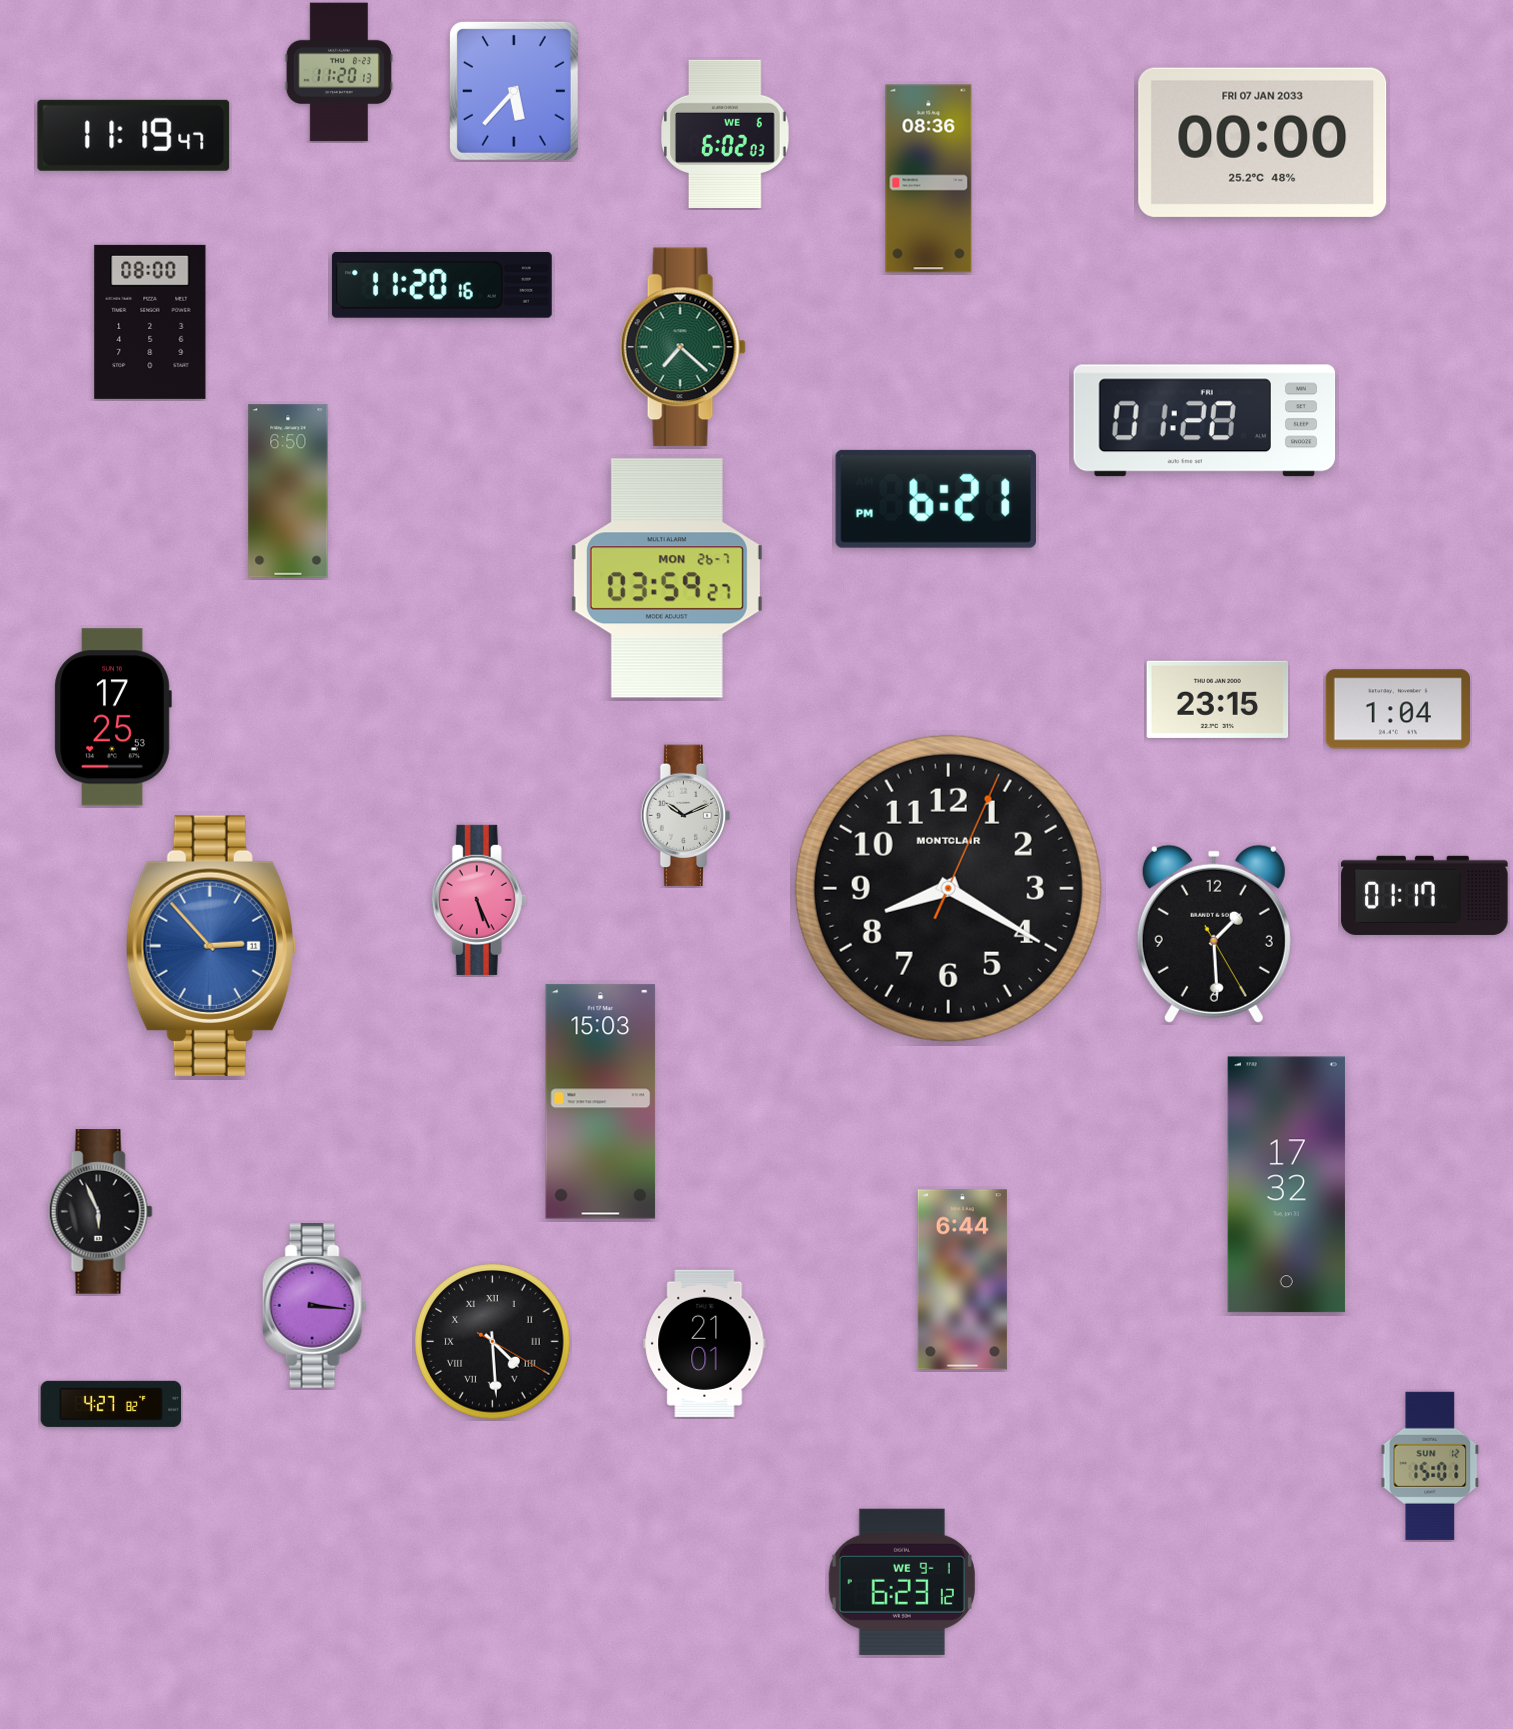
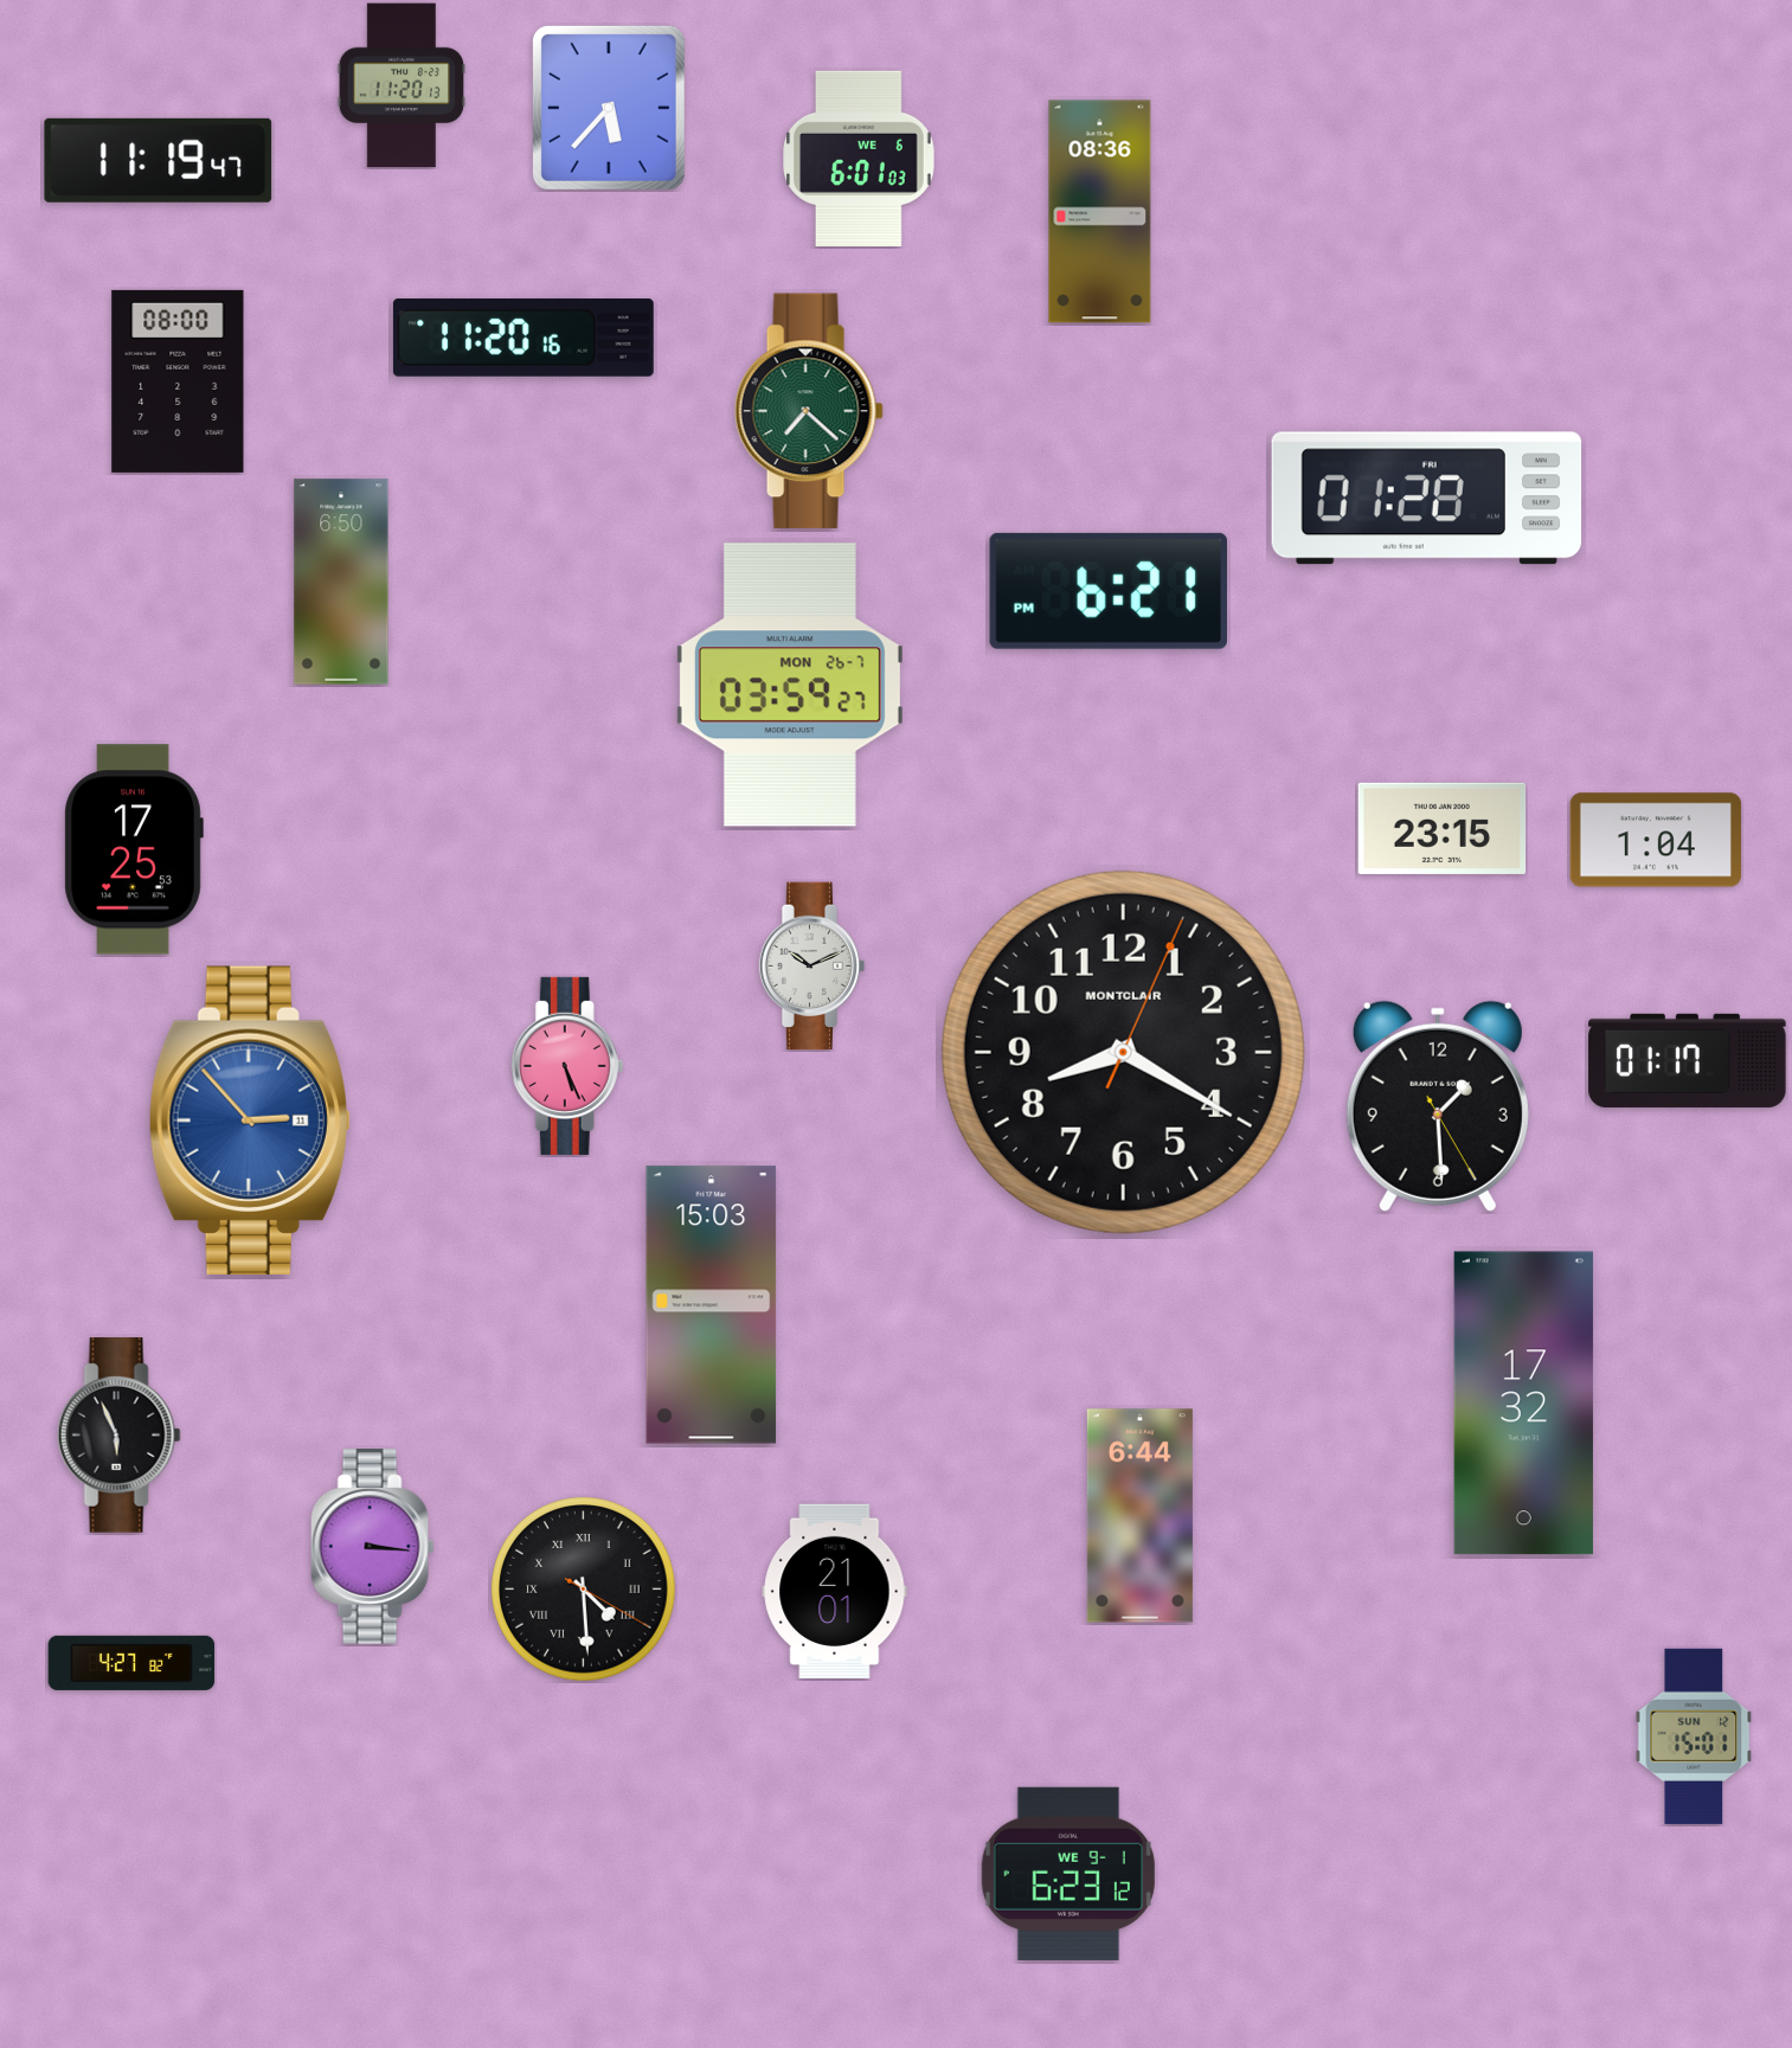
clock at (725, 134): 6:02 -> 6:01
clock at (1263, 142): 00:00 -> none
